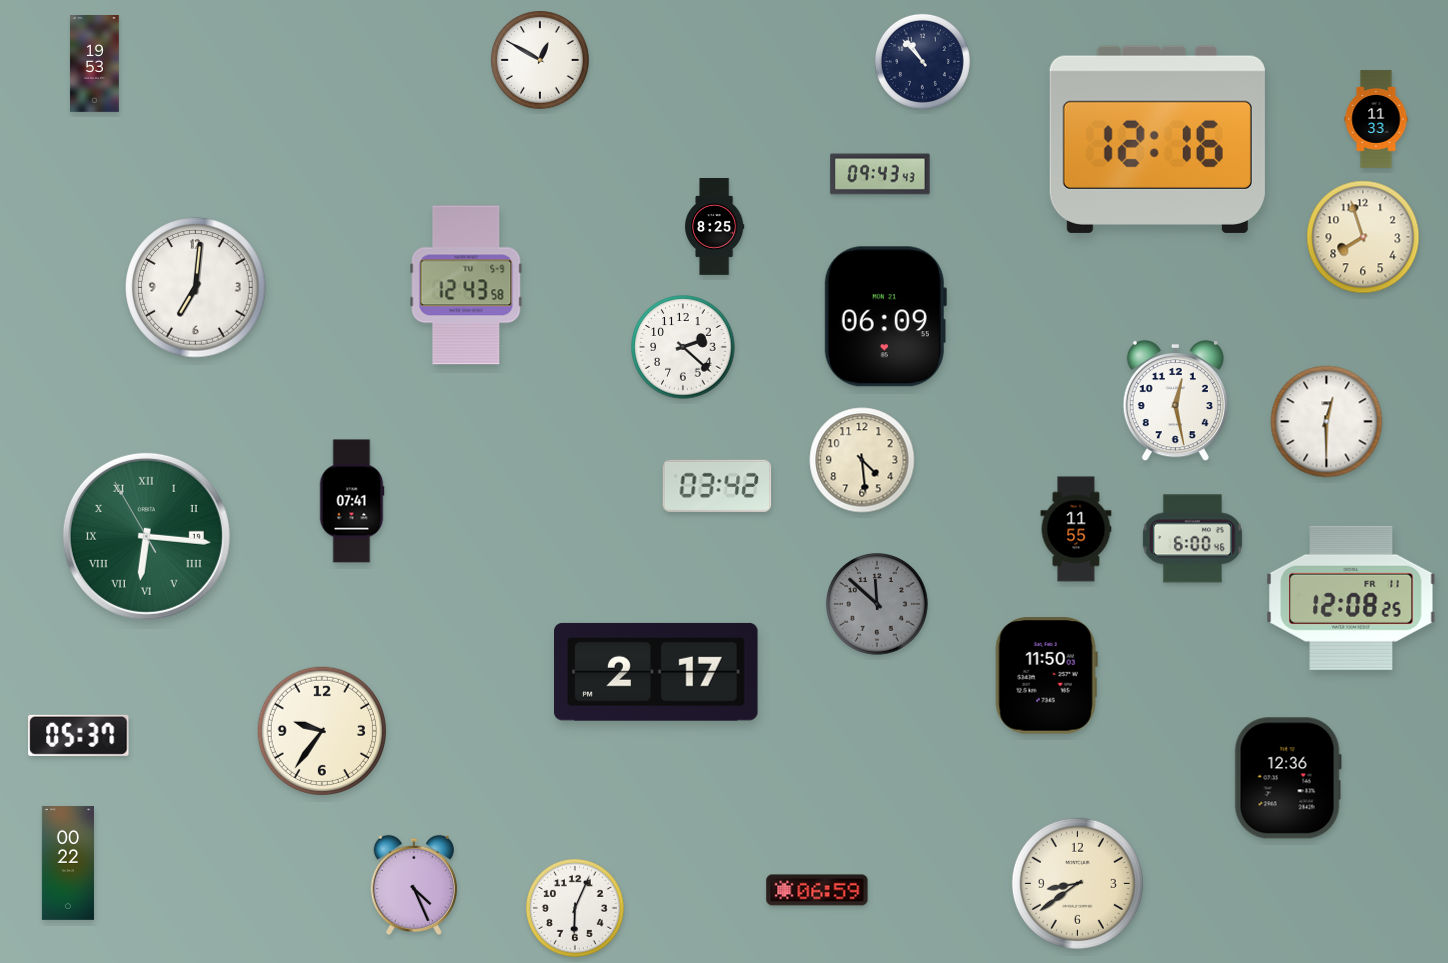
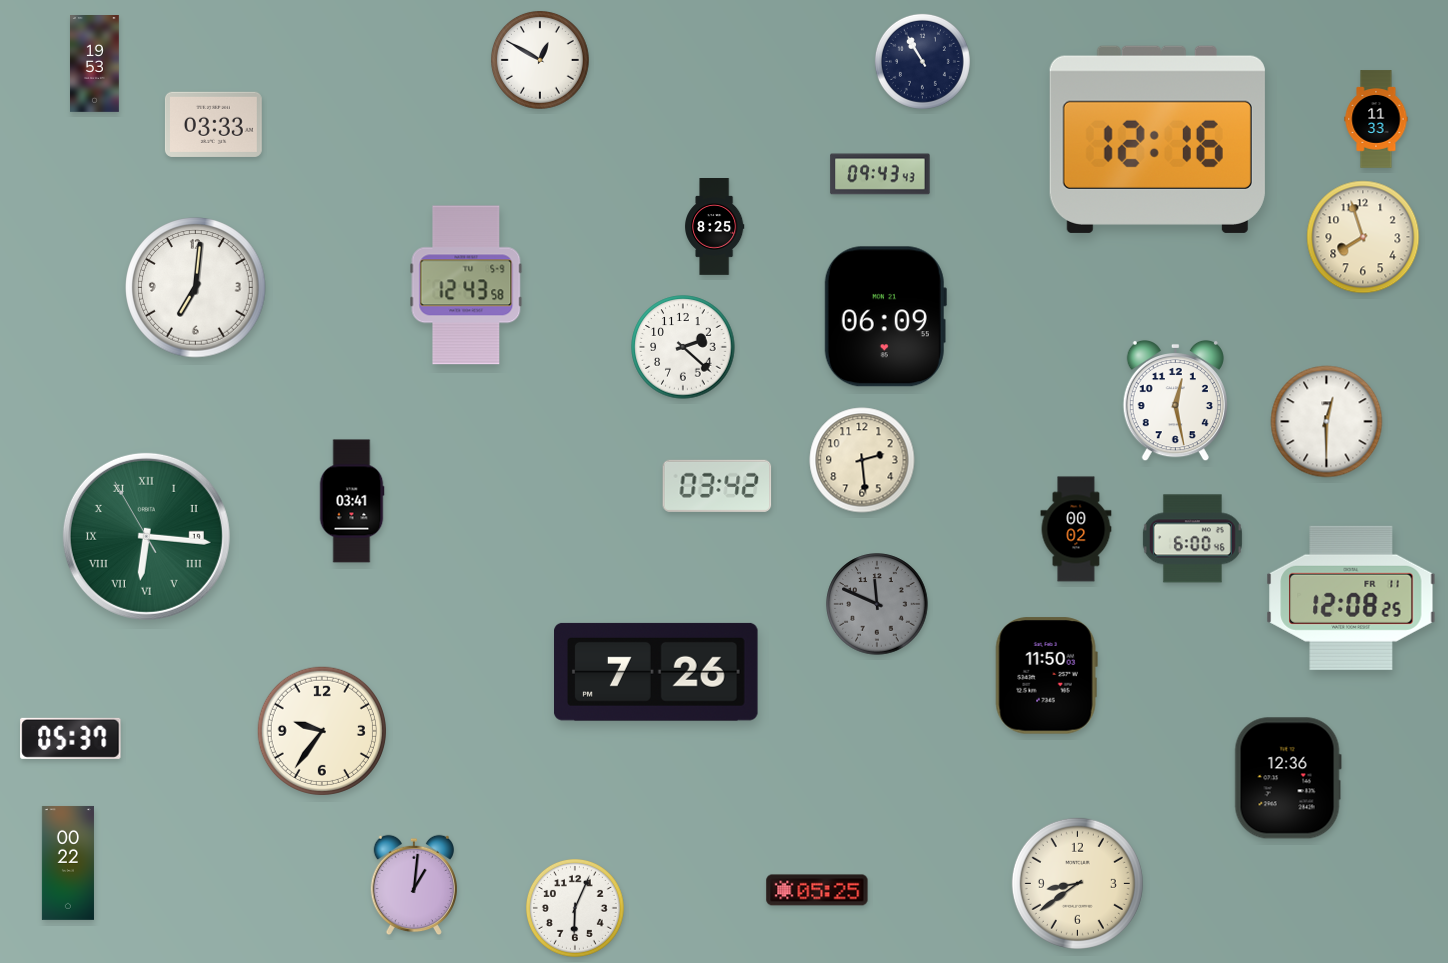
clock at (922, 61): 10:53 -> 10:55
clock at (213, 124): none -> 03:33
clock at (862, 460): 4:29 -> 2:29
clock at (352, 501): 07:41 -> 03:41
clock at (1076, 529): 11:55 -> 00:02
clock at (877, 604): 11:52 -> 11:49
clock at (657, 672): 2:17 -> 7:26
clock at (79, 735) position: (79, 735) -> (71, 738)
clock at (413, 885): 4:26 -> 1:01
clock at (817, 890): 06:59 -> 05:25
